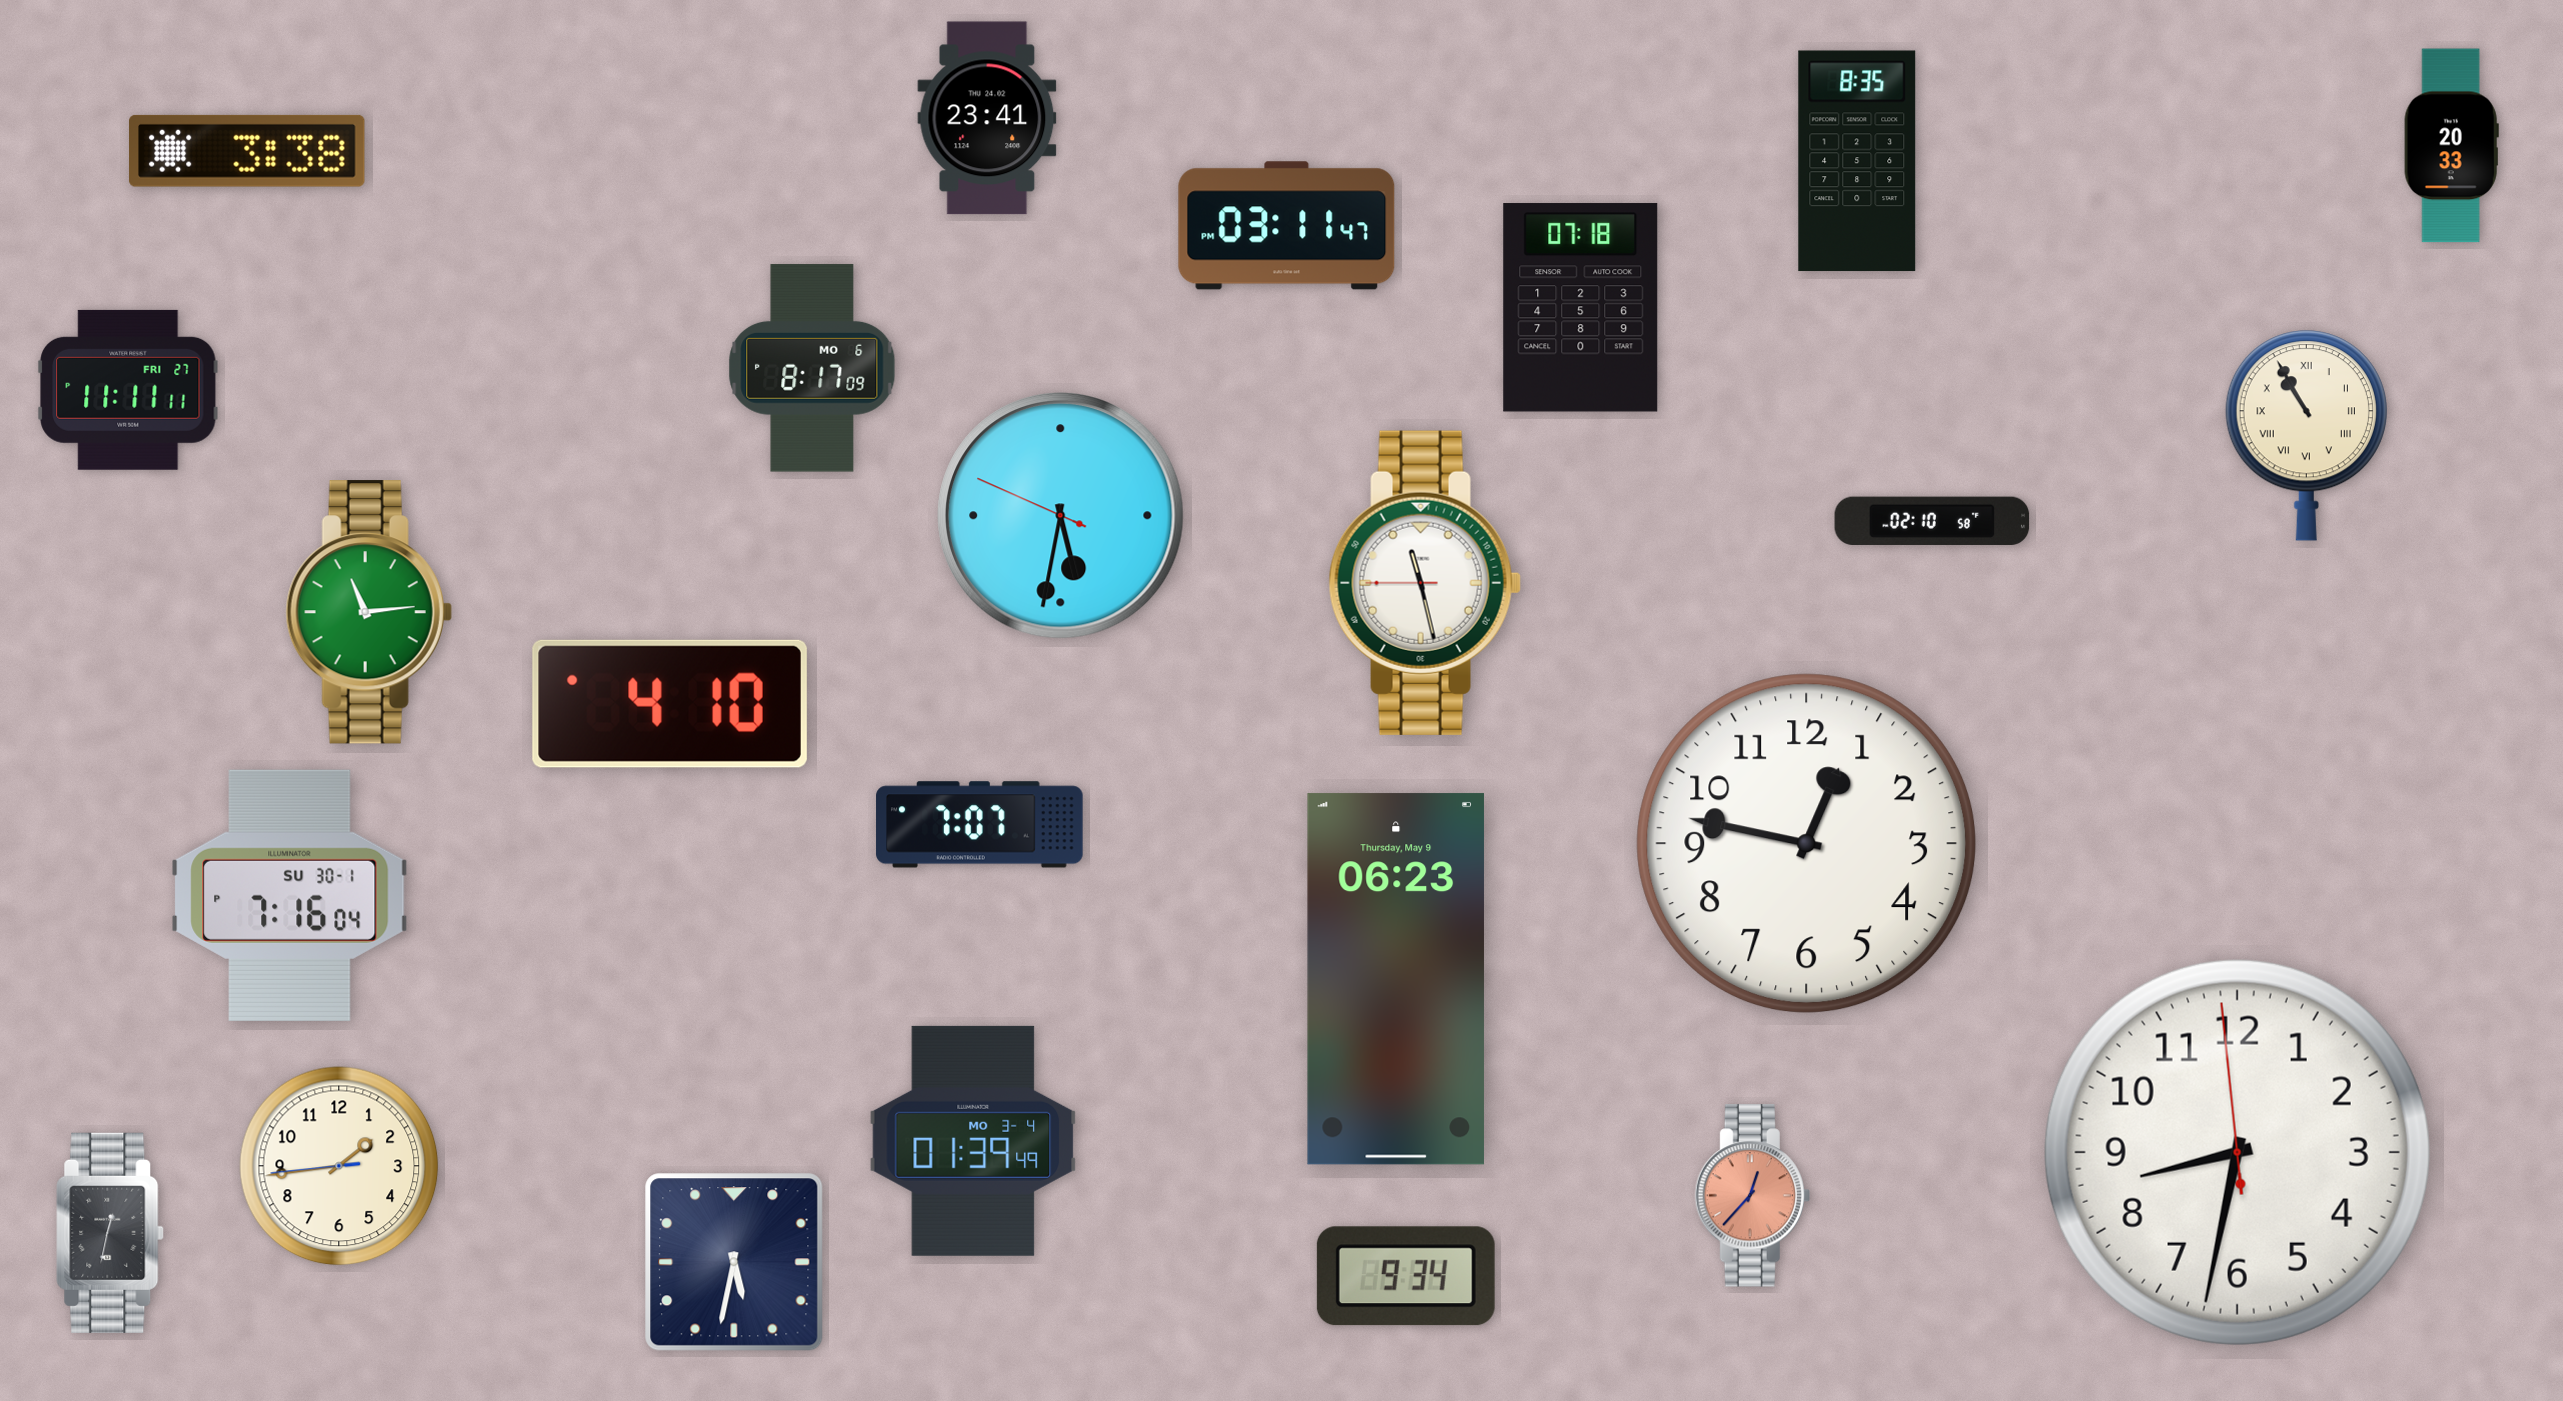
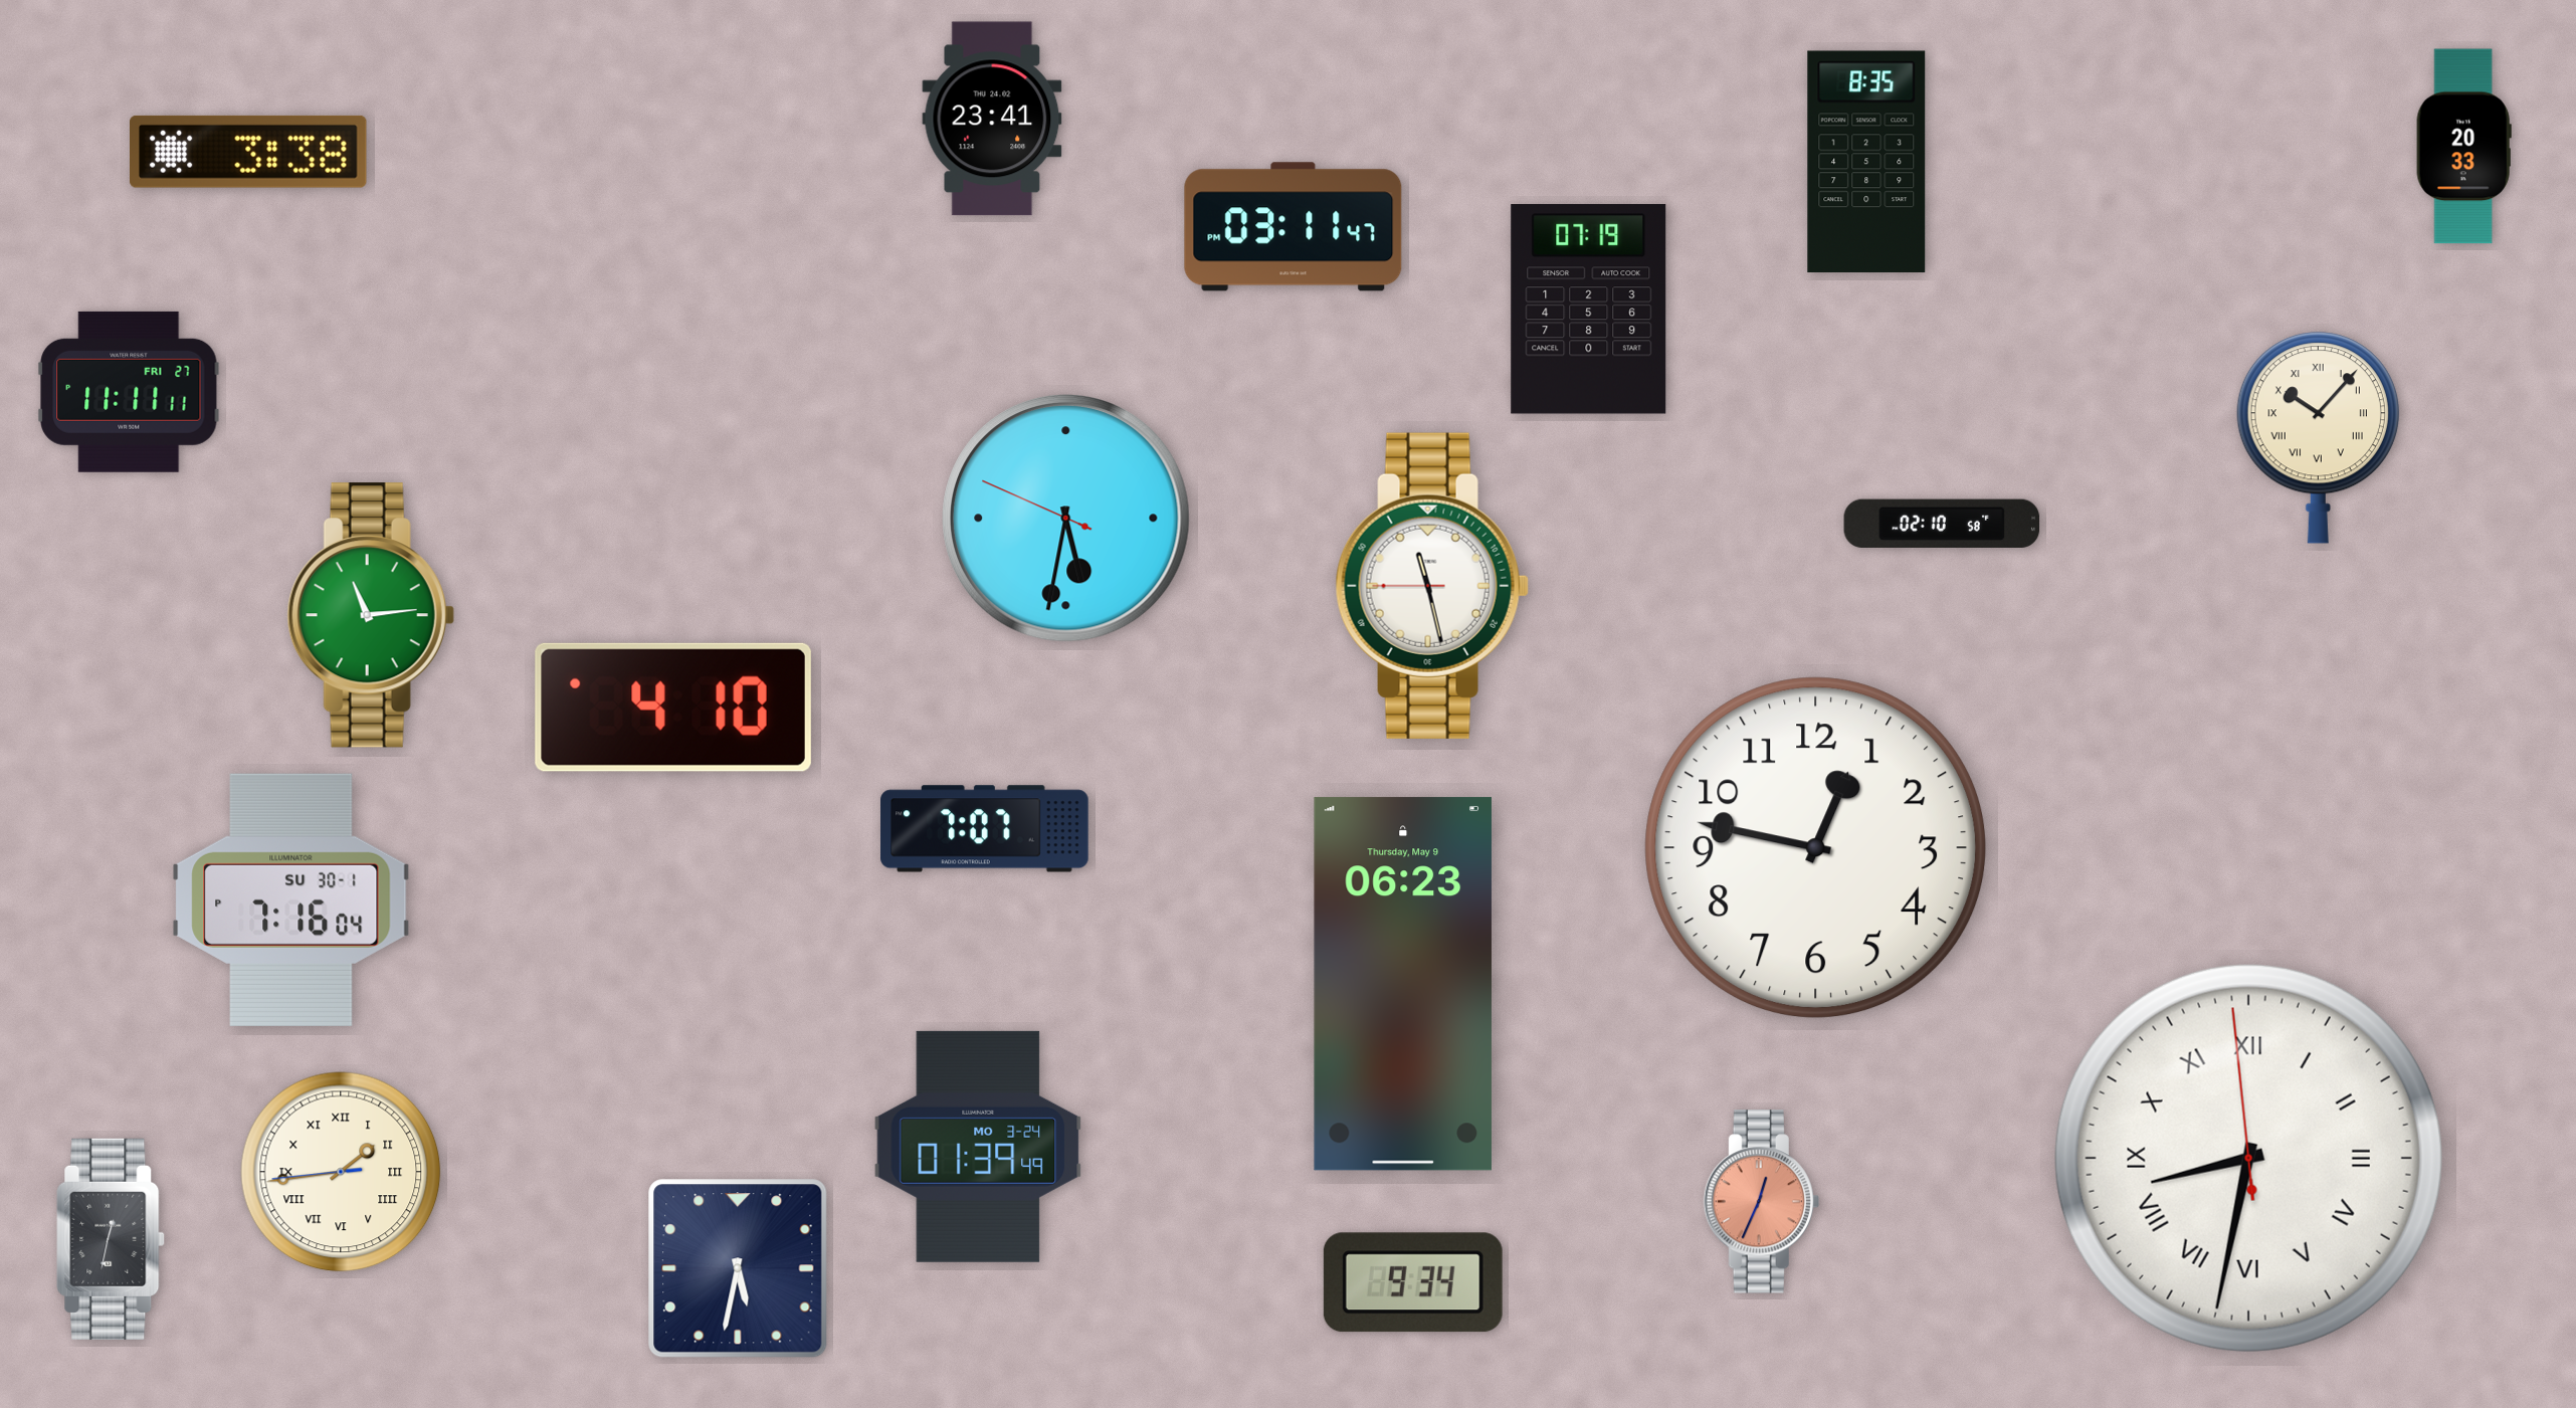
clock at (1581, 308): 07:18 -> 07:19
clock at (812, 368): 8:17 -> none
clock at (2306, 436): 10:55 -> 10:07
clock at (973, 1141) date: MO 3-4 -> MO 3-24
clock at (2237, 1152) numerals: Arabic -> Roman
clock at (339, 1166) numerals: Arabic -> Roman
clock at (1752, 1196): 12:37 -> 12:34
